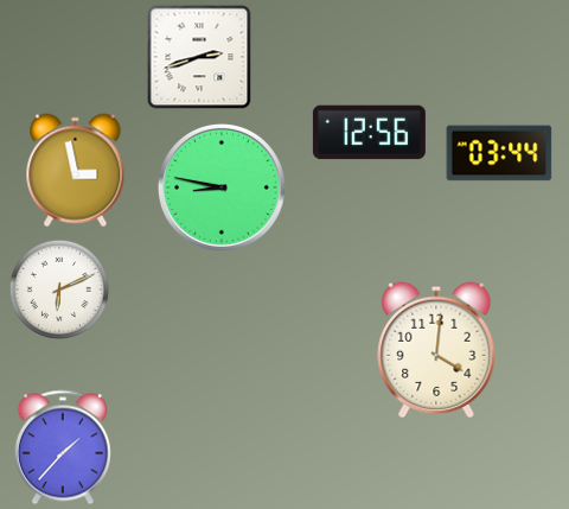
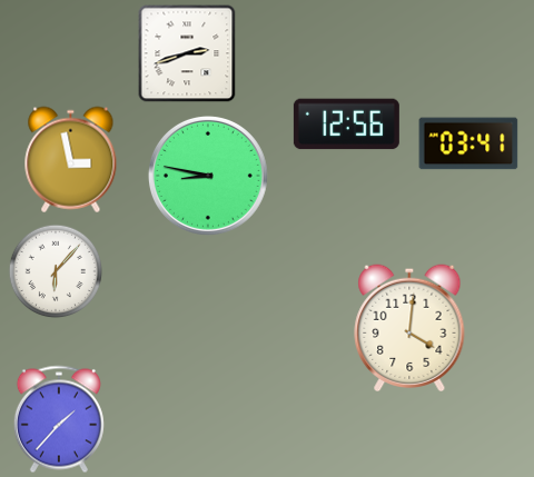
clock at (499, 153): 03:44 -> 03:41
clock at (59, 290): 6:11 -> 6:07
